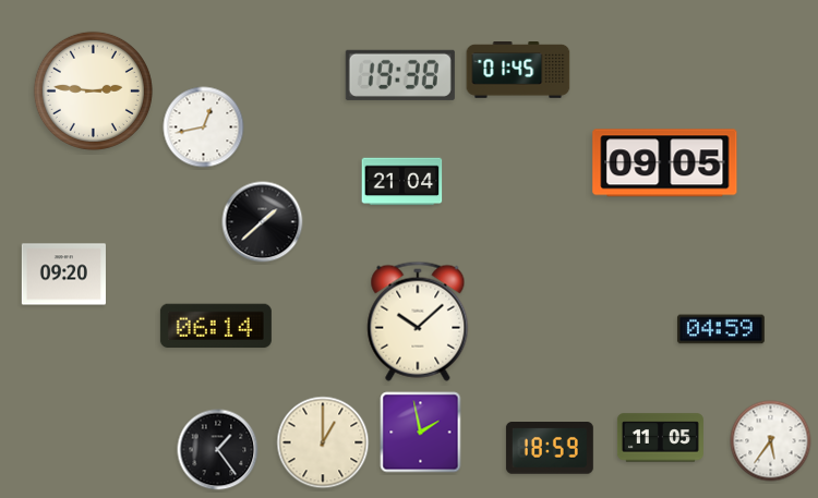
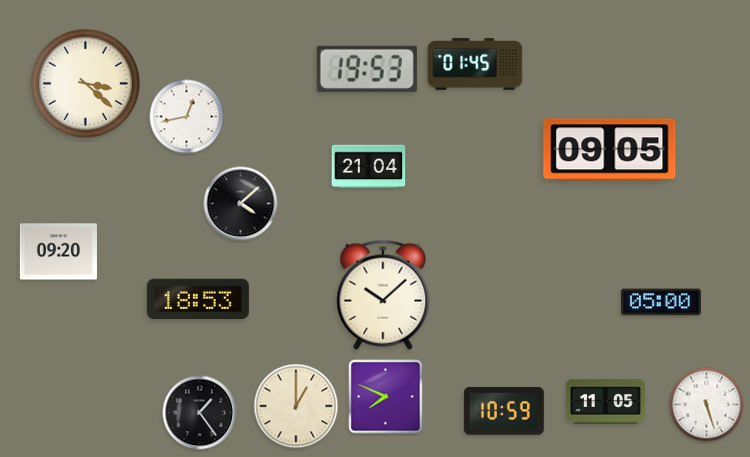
clock at (400, 75): 19:38 -> 19:53
clock at (93, 90): 2:46 -> 3:22
clock at (263, 222): 1:38 -> 4:08
clock at (216, 326): 06:14 -> 18:53
clock at (721, 329): 04:59 -> 05:00
clock at (421, 433): 1:58 -> 7:49
clock at (771, 441): 5:36 -> 5:27
clock at (550, 449): 18:59 -> 10:59
